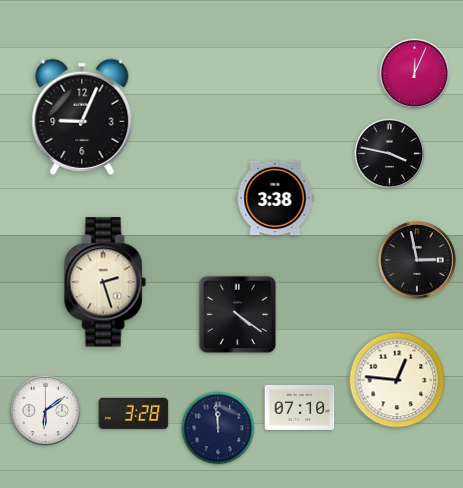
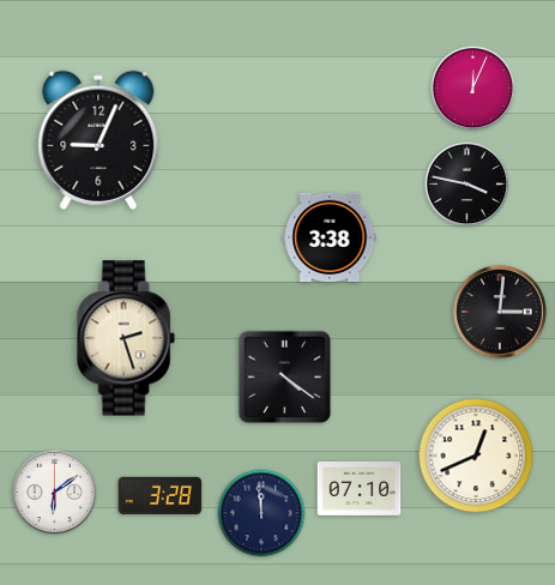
clock at (415, 74) position: (415, 74) -> (473, 89)
clock at (418, 261): 2:58 -> 3:01
clock at (397, 380): 12:46 -> 12:41
